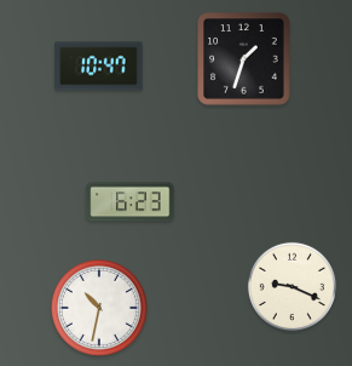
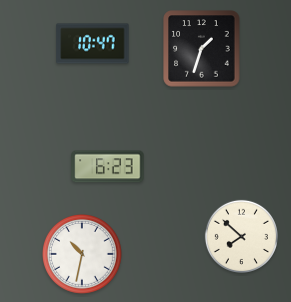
clock at (99, 67) position: (99, 67) -> (93, 44)
clock at (292, 286): 9:19 -> 7:52
